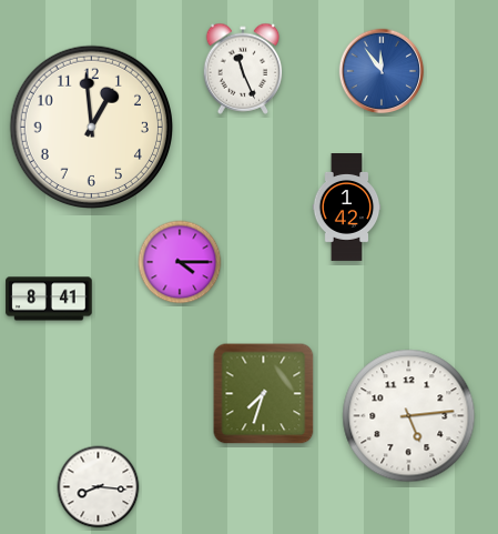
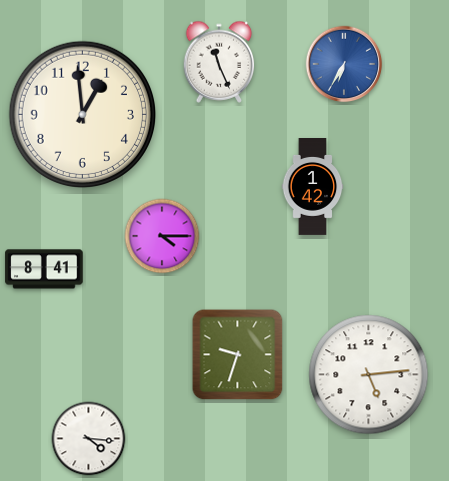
clock at (382, 71): 11:54 -> 6:35
clock at (264, 394): 7:33 -> 9:33
clock at (99, 487): 8:16 -> 4:16
